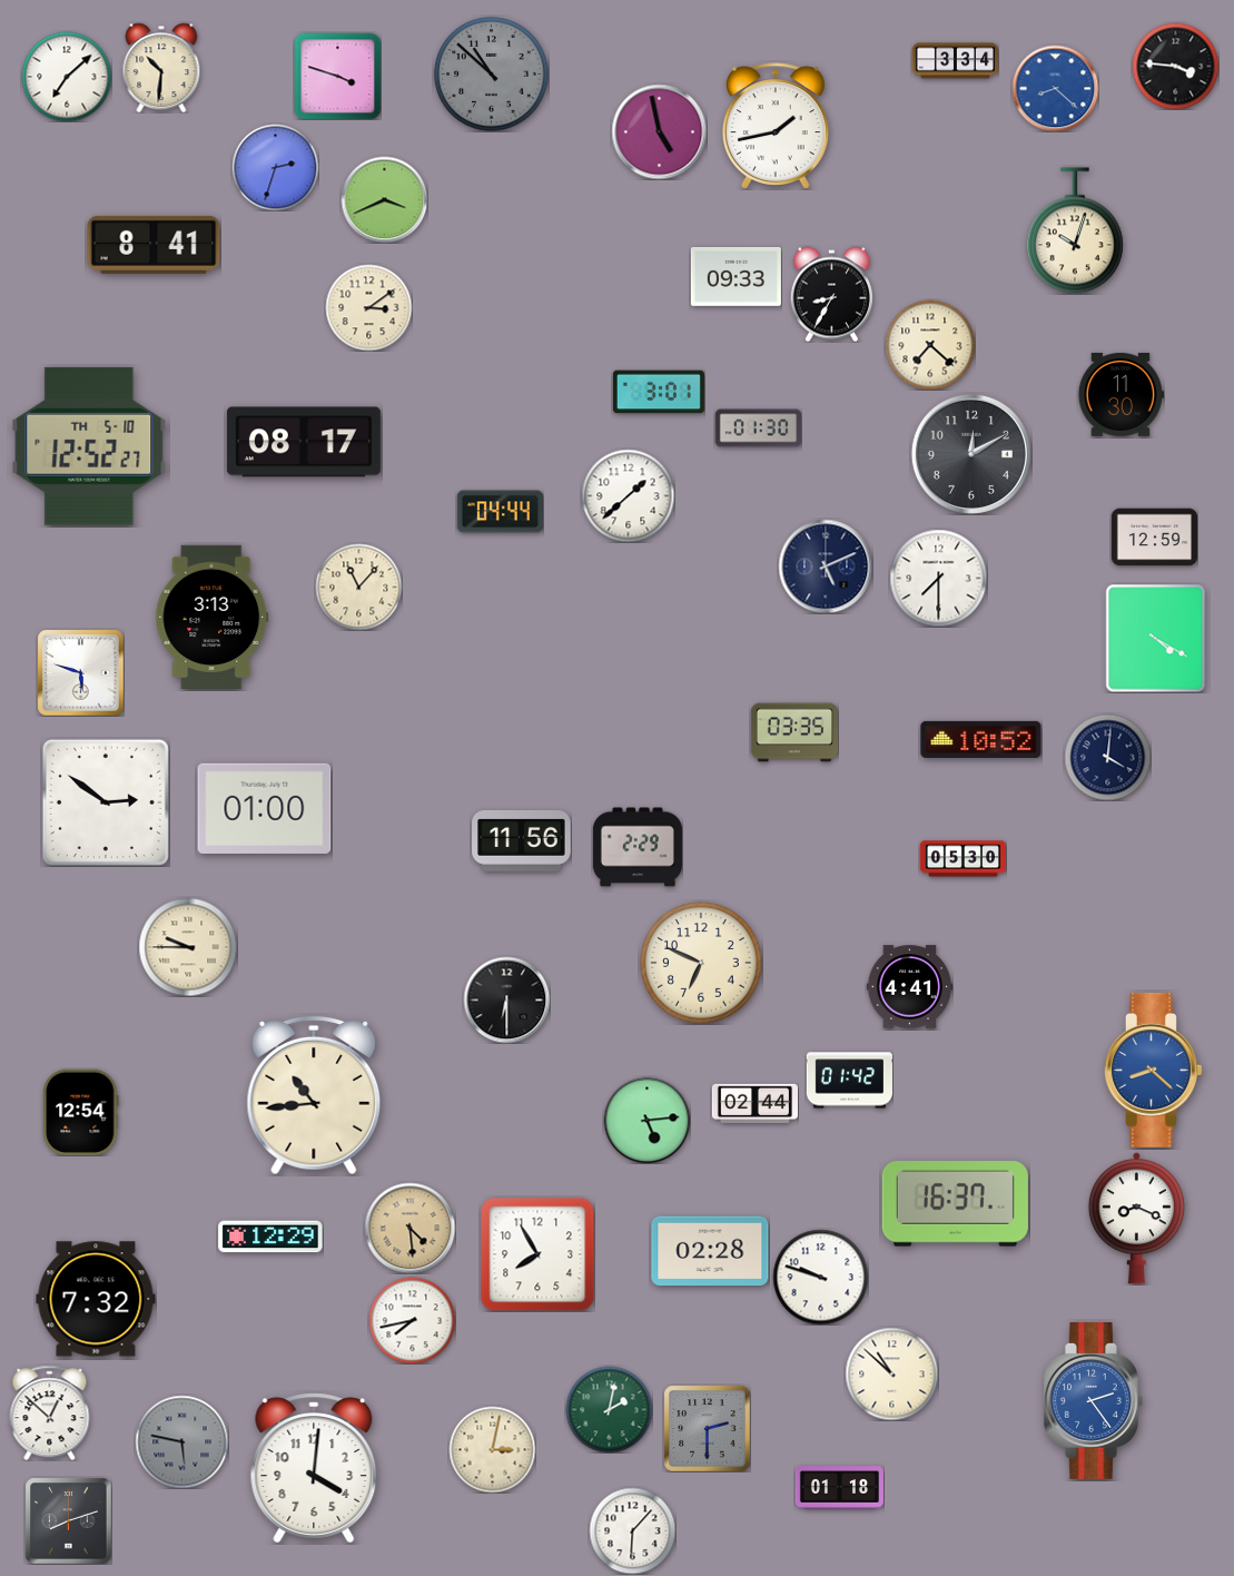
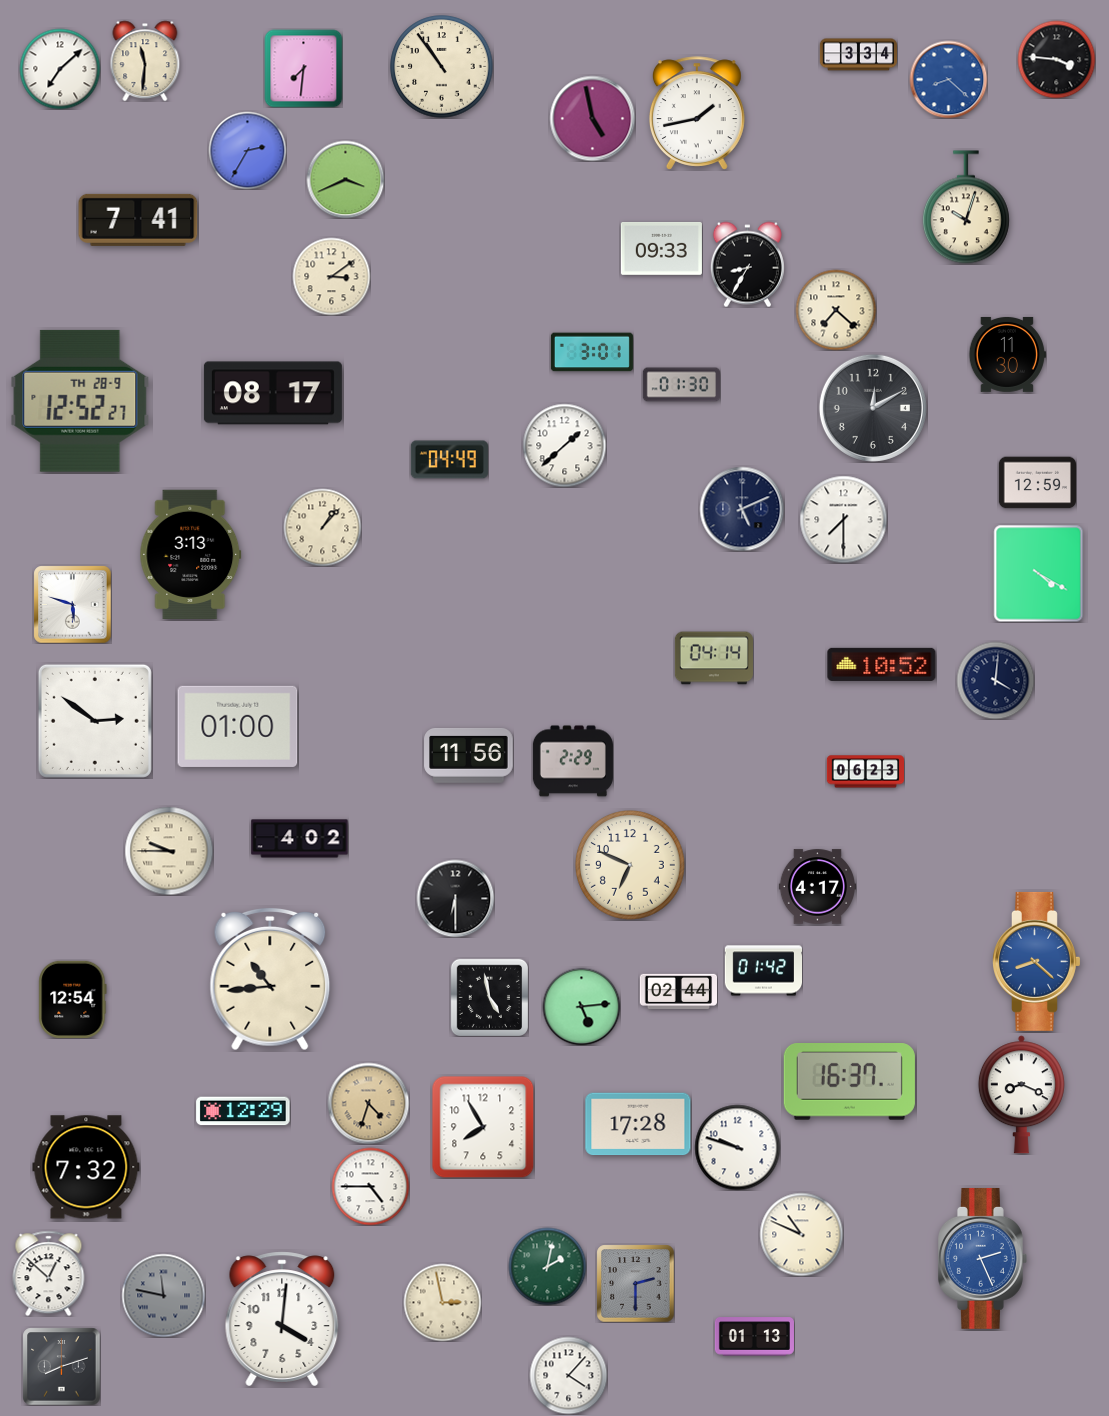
clock at (161, 68): 10:31 -> 11:31
clock at (492, 75): 10:52 -> 10:54
clock at (492, 75) dial: grey -> cream
clock at (337, 76): 3:48 -> 7:31
clock at (275, 167): 2:33 -> 2:35
clock at (154, 245): 8:41 -> 7:41
clock at (304, 442) position: (304, 442) -> (273, 393)
clock at (89, 446) date: TH 5-10 -> TH 28-9
clock at (500, 512): 04:44 -> 04:49
clock at (358, 587): 11:07 -> 1:07
clock at (794, 732): 03:35 -> 04:14
clock at (962, 859): 05:30 -> 06:23
clock at (300, 839): none -> 4:02
clock at (909, 987): 4:41 -> 4:17
clock at (314, 1095) position: (314, 1095) -> (270, 979)
clock at (489, 997): none -> 4:58
clock at (955, 1204) position: (955, 1204) -> (849, 1082)
clock at (409, 1228): 4:29 -> 4:33
clock at (710, 1251): 02:28 -> 17:28
clock at (412, 1320): 7:43 -> 4:45
clock at (891, 1373): 10:52 -> 10:49
clock at (1094, 1400): 2:24 -> 2:26
clock at (50, 1412) position: (50, 1412) -> (49, 1273)
clock at (181, 1441): 5:47 -> 11:47
clock at (492, 1449): 3:02 -> 2:58
clock at (839, 1488): 01:18 -> 01:13
clock at (632, 1530): 6:07 -> 4:07
